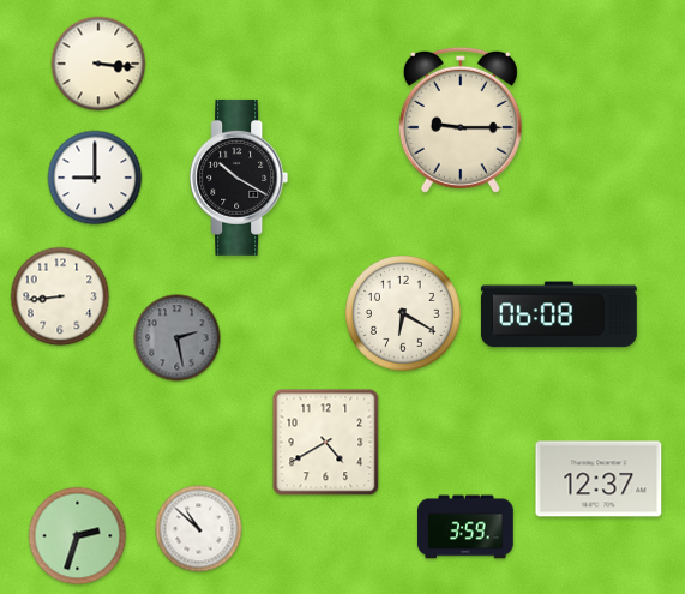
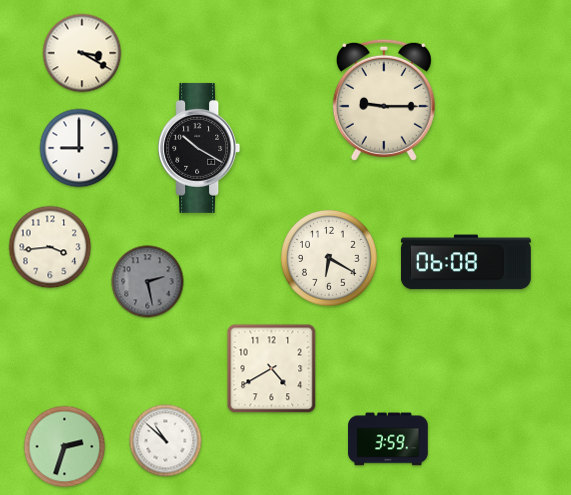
clock at (98, 64): 3:16 -> 3:20
clock at (60, 296): 8:44 -> 3:44
clock at (404, 314) position: (404, 314) -> (330, 259)
clock at (599, 479): 12:37 -> none
